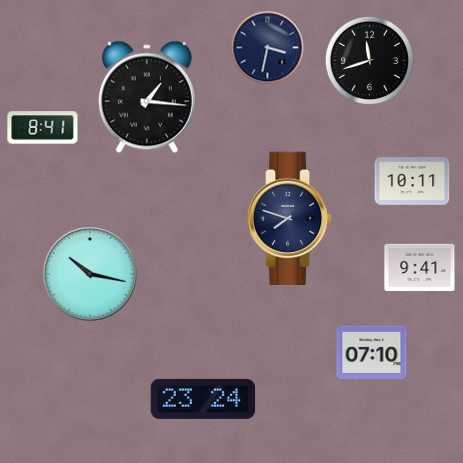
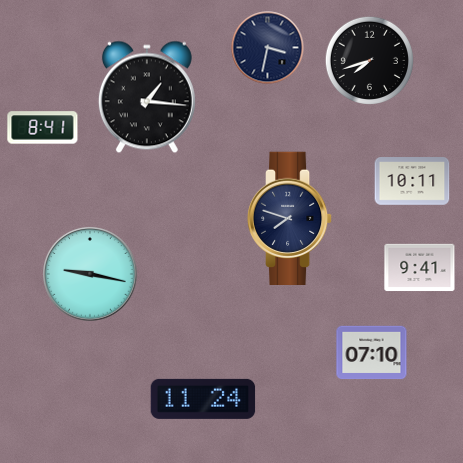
clock at (369, 60): 11:42 -> 7:42
clock at (91, 275): 10:17 -> 9:17
clock at (203, 399): 23:24 -> 11:24
